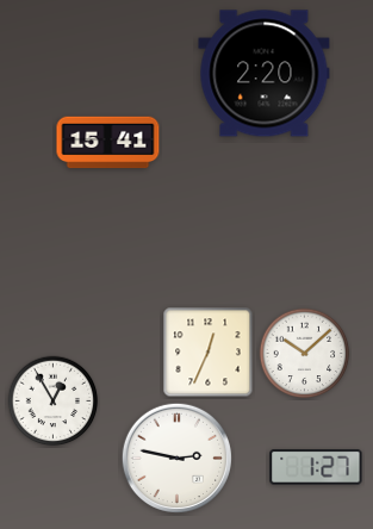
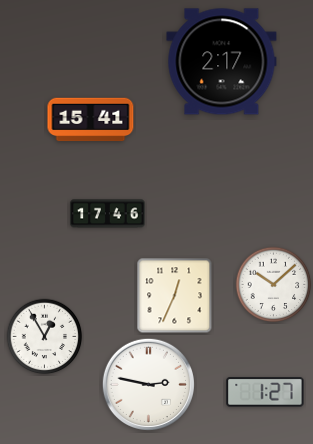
clock at (265, 74): 2:20 -> 2:17
clock at (108, 214): none -> 17:46
clock at (305, 354) position: (305, 354) -> (274, 285)
